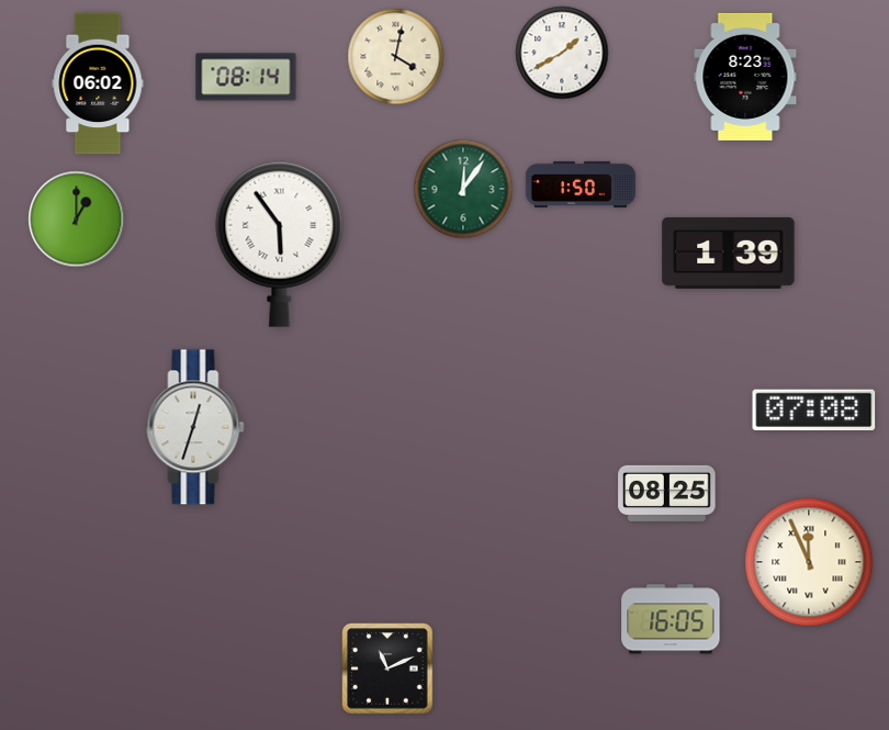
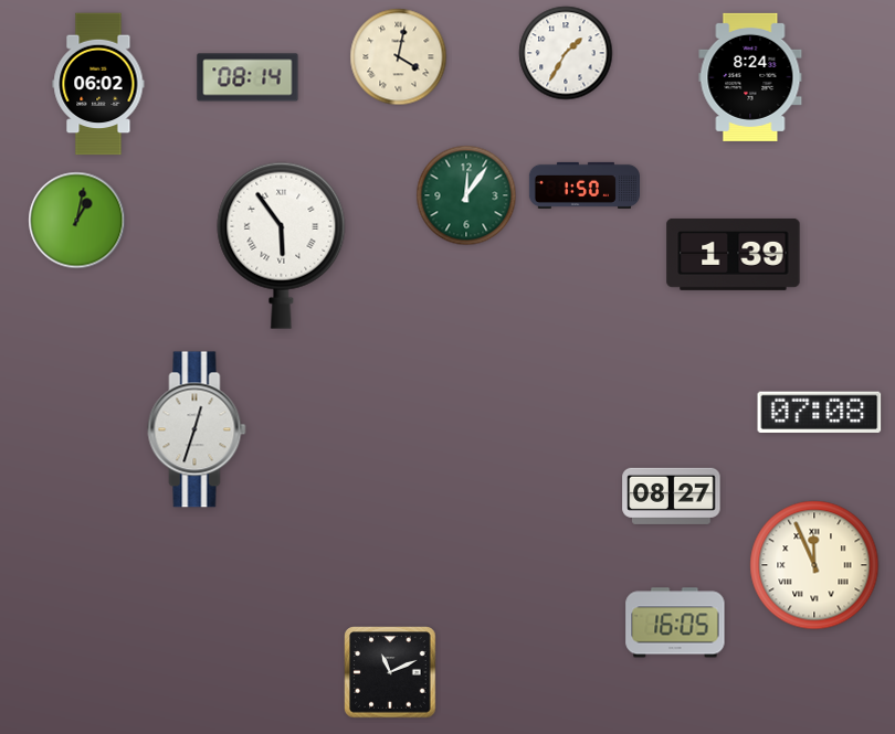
clock at (562, 53): 1:40 -> 1:35
clock at (745, 77): 8:23 -> 8:24
clock at (463, 189) position: (463, 189) -> (466, 195)
clock at (77, 220): 1:00 -> 1:02
clock at (667, 493): 08:25 -> 08:27
